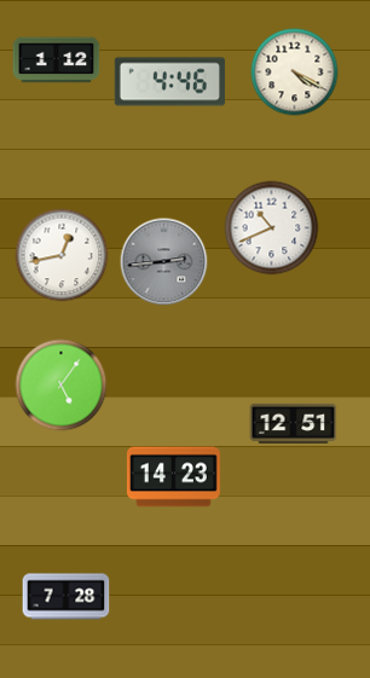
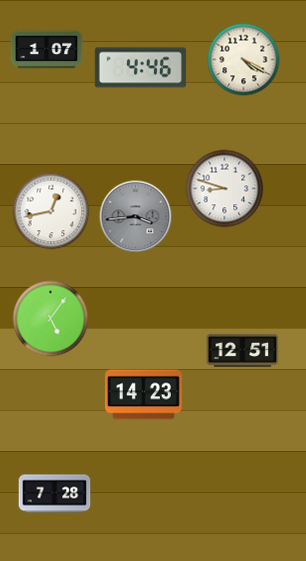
clock at (57, 60): 1:12 -> 1:07
clock at (272, 228): 10:41 -> 8:48
clock at (164, 262): 2:44 -> 3:44
